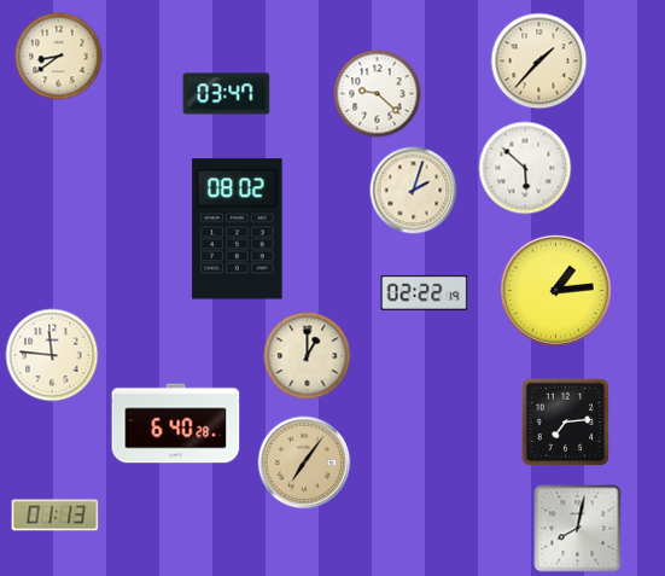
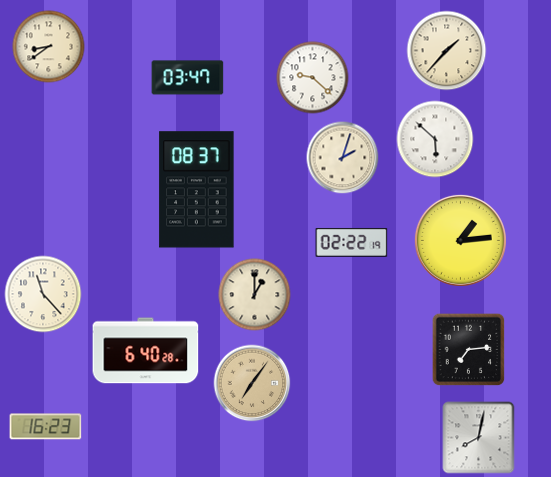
clock at (238, 229): 08:02 -> 08:37
clock at (52, 355): 11:46 -> 11:23
clock at (56, 516): 01:13 -> 16:23
